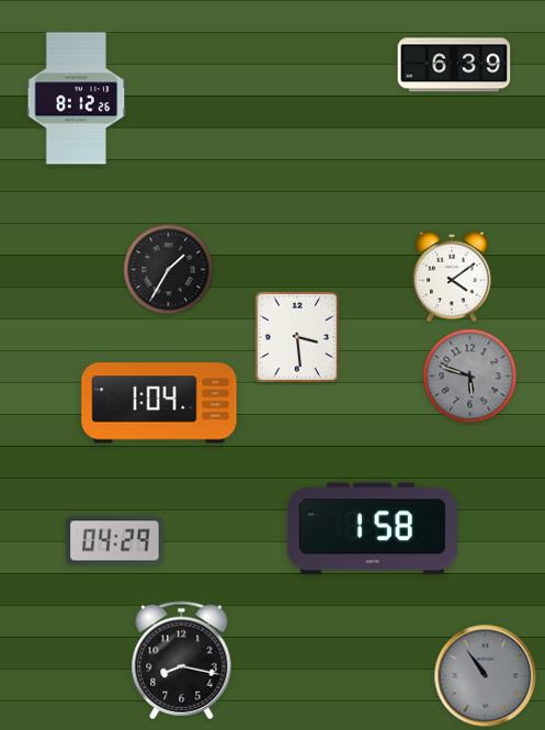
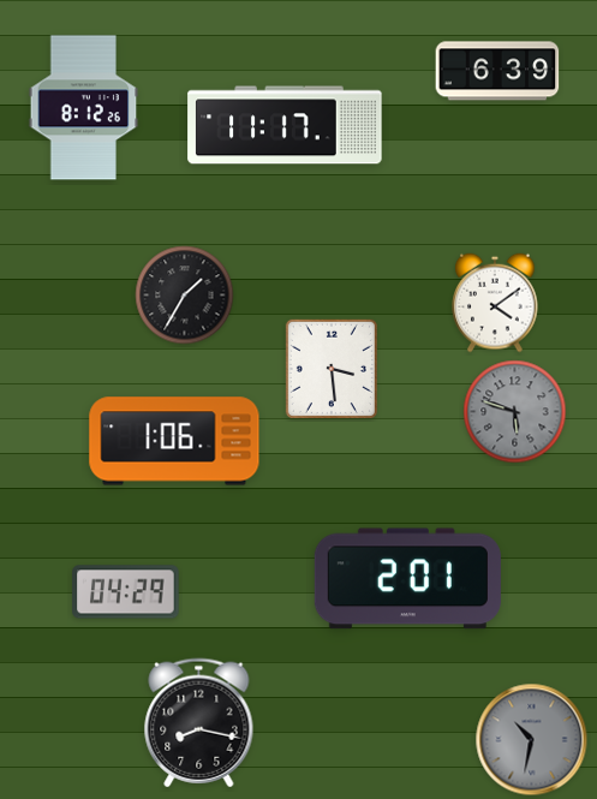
clock at (285, 125): none -> 11:17
clock at (297, 337) position: (297, 337) -> (332, 369)
clock at (159, 403): 1:04 -> 1:06
clock at (372, 529): 1:58 -> 2:01
clock at (486, 676): 10:54 -> 10:32
